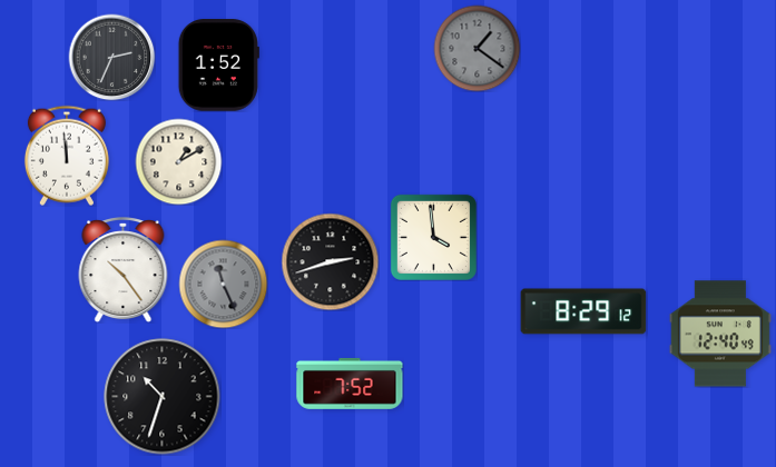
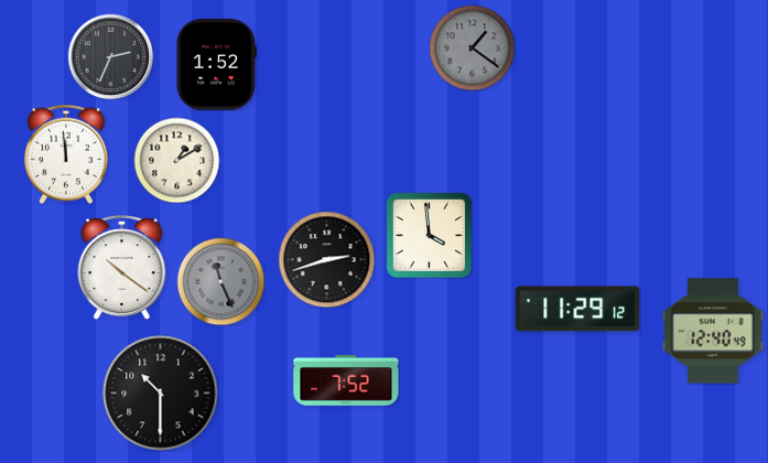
clock at (124, 270): 10:24 -> 10:21
clock at (583, 311): 8:29 -> 11:29
clock at (163, 397): 10:33 -> 10:30
